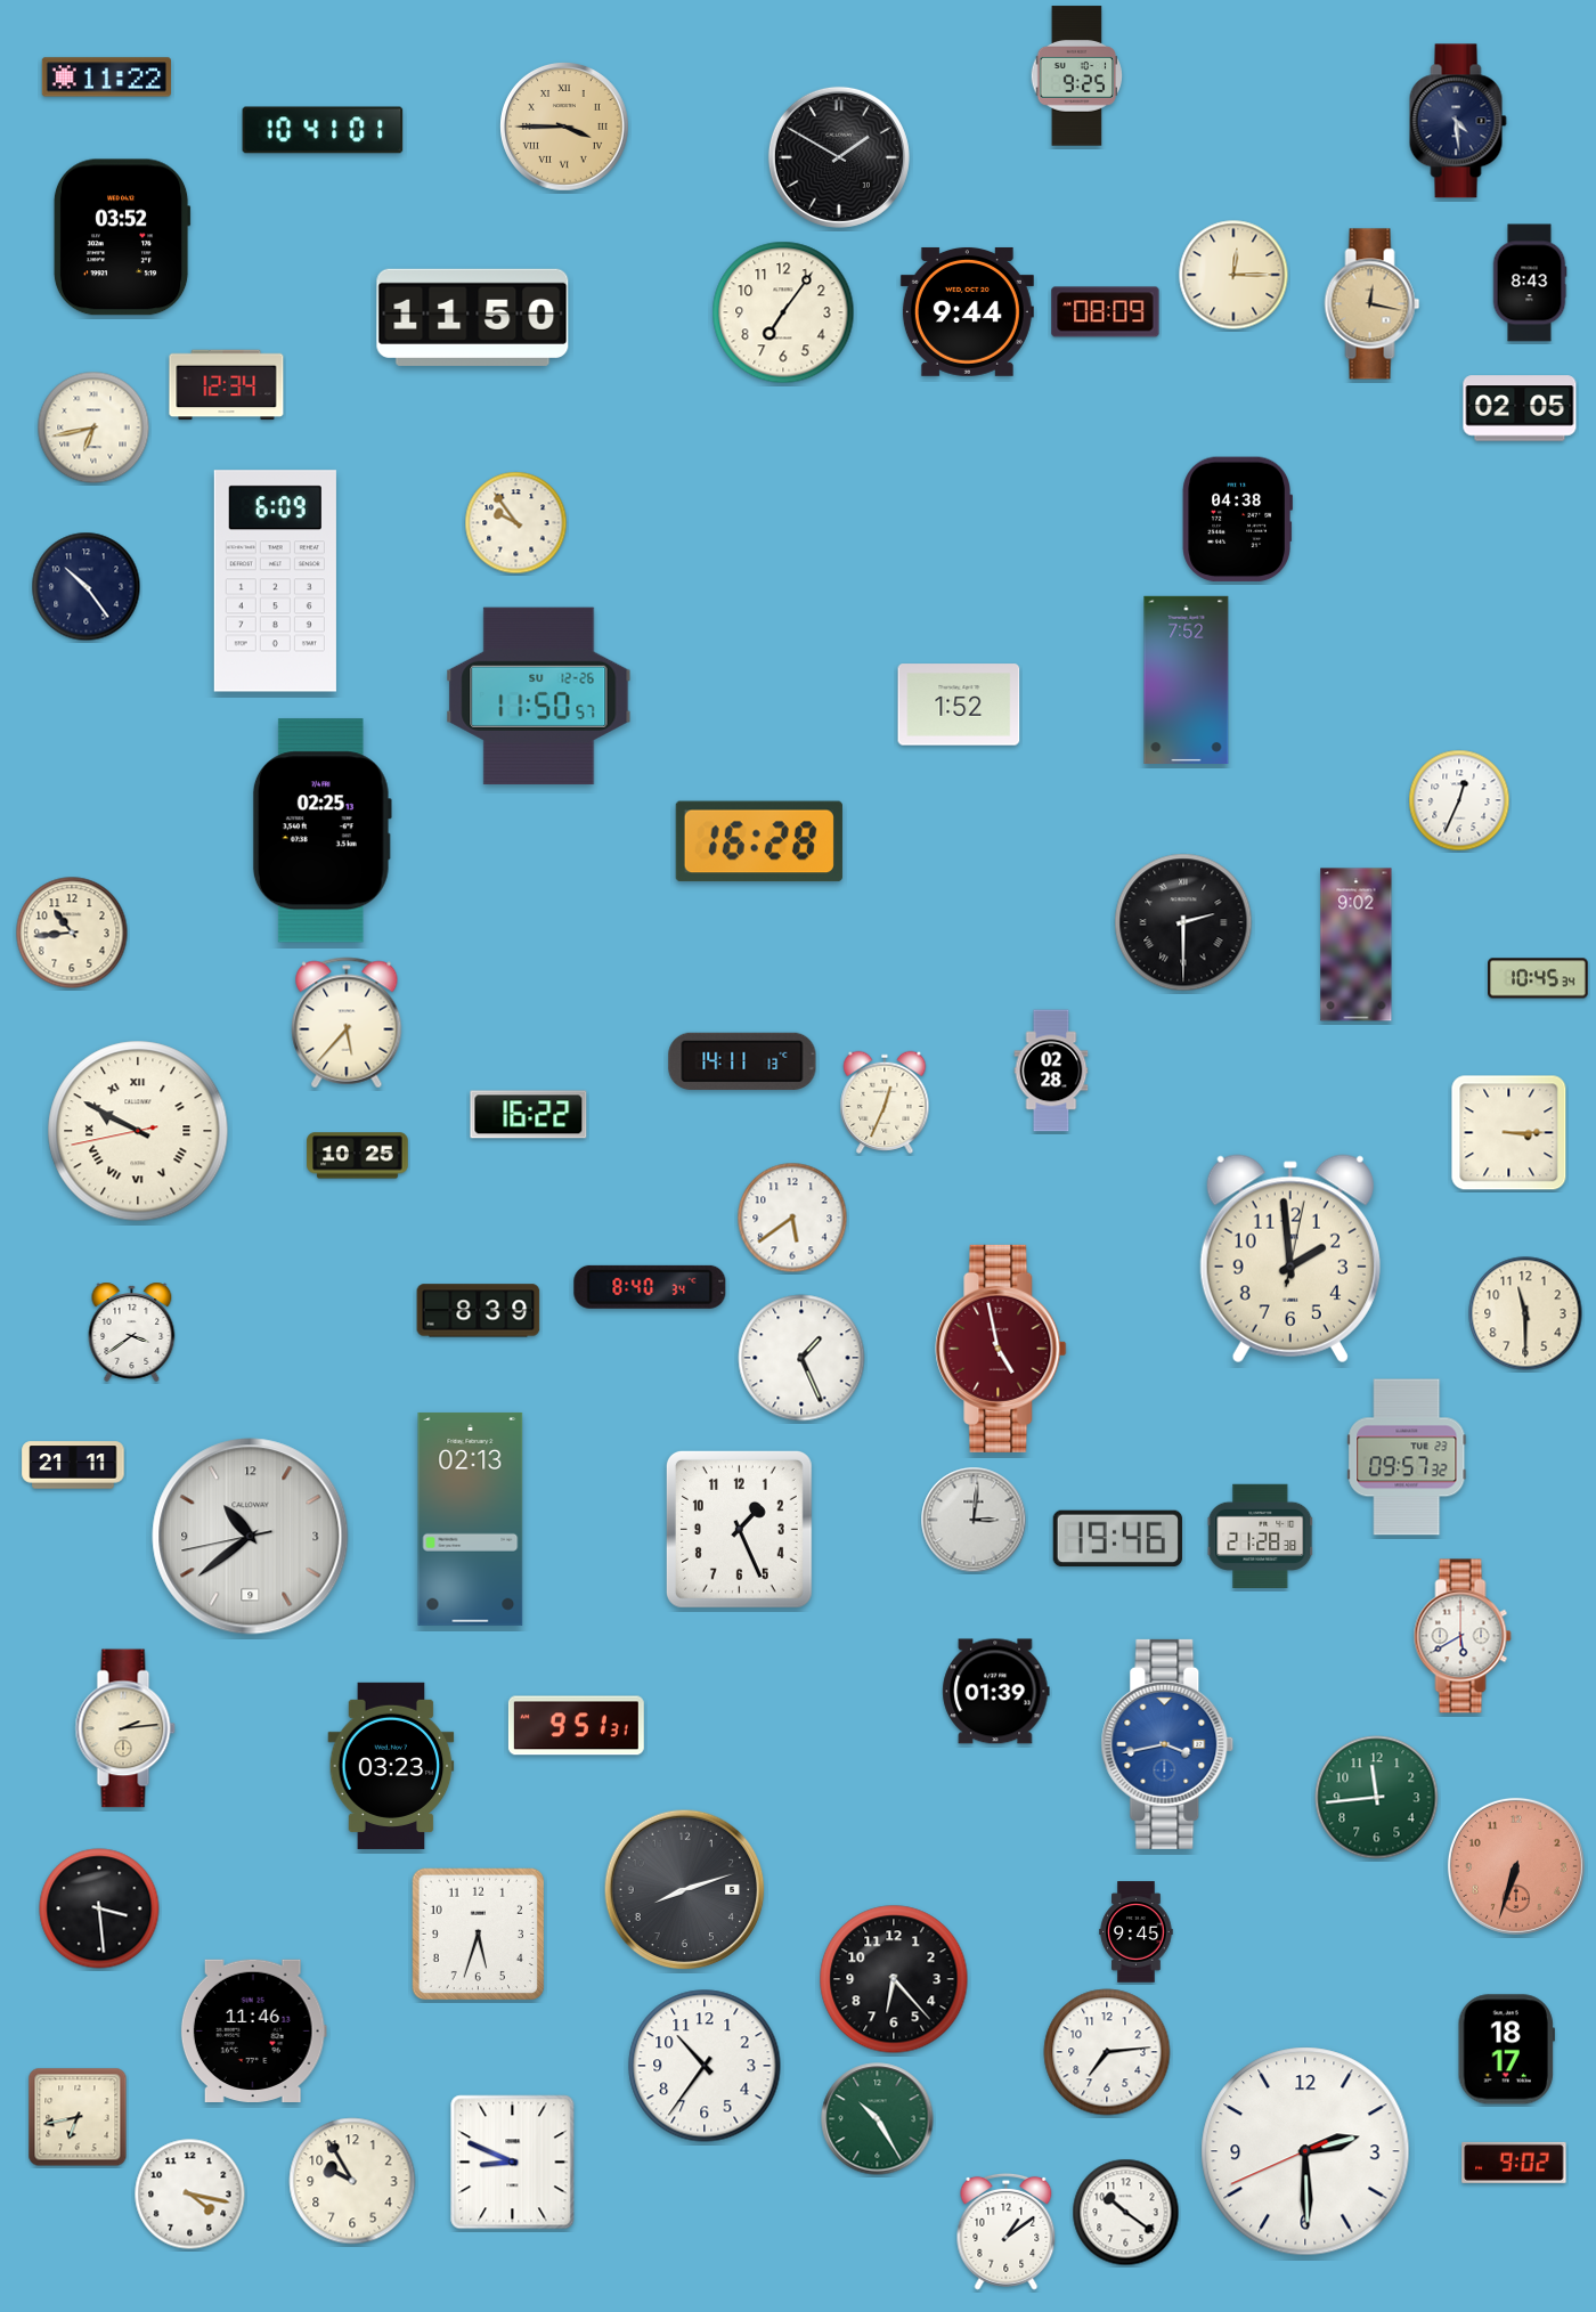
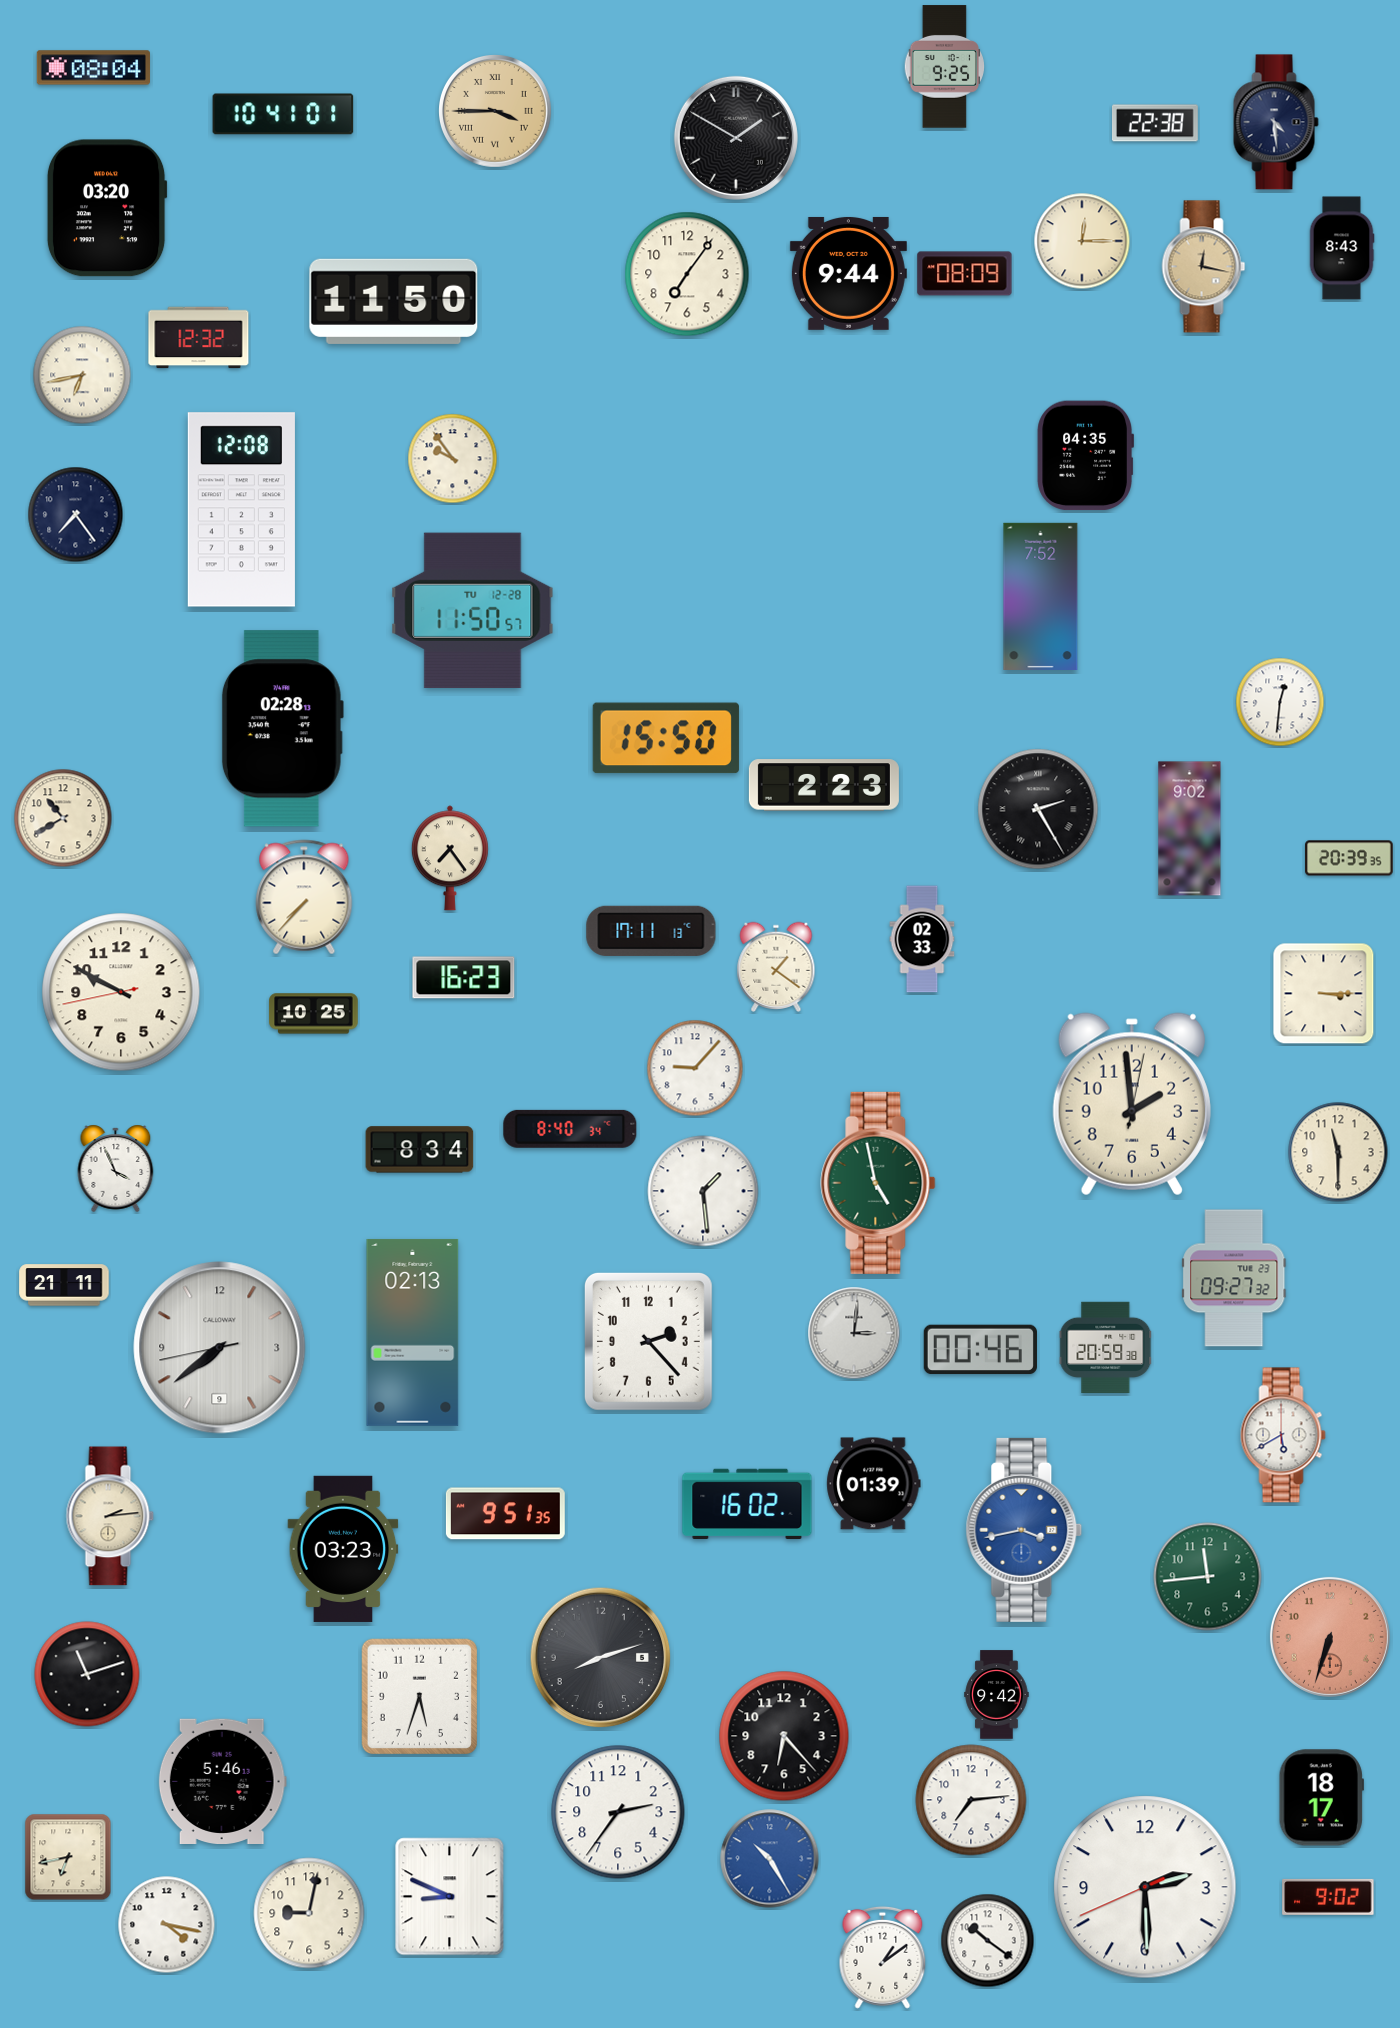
clock at (106, 78): 11:22 -> 08:04
clock at (1458, 121) position: (1458, 121) -> (1276, 122)
clock at (1155, 123): none -> 22:38
clock at (122, 237): 03:52 -> 03:20
clock at (1106, 312) position: (1106, 312) -> (965, 274)
clock at (473, 317) position: (473, 317) -> (394, 301)
clock at (227, 385): 12:34 -> 12:32
clock at (1520, 408): 02:05 -> none
clock at (1237, 520): 04:38 -> 04:35
clock at (275, 581): 6:09 -> 12:08
clock at (87, 587): 10:24 -> 7:24
clock at (539, 697) date: SU 12-26 -> TU 12-28
clock at (959, 705): 1:52 -> none
clock at (1459, 800): 12:34 -> 12:31
clock at (321, 831): 02:25 -> 02:28
clock at (759, 841): 16:28 -> 15:50
clock at (824, 785): none -> 2:23
clock at (1183, 922): 2:30 -> 2:25
clock at (72, 933): 10:44 -> 10:40
clock at (450, 858): none -> 7:24
clock at (1538, 978): 10:45 -> 20:39
clock at (347, 1023): 5:37 -> 7:37
clock at (742, 1061): 14:11 -> 17:11
clock at (1051, 1070): 02:28 -> 02:33
clock at (885, 1102): 12:34 -> 1:21
clock at (529, 1115): 16:22 -> 16:23
clock at (138, 1131) numerals: Roman -> Arabic
clock at (792, 1218): 5:39 -> 9:07
clock at (479, 1311): 8:39 -> 8:34
clock at (132, 1332): 3:39 -> 3:56
clock at (1001, 1349) dial: burgundy -> green
clock at (801, 1358): 1:26 -> 1:29
clock at (1407, 1457): 09:57 -> 09:27
clock at (739, 1529): 1:26 -> 2:23
clock at (1261, 1536): 21:28 -> 20:59
clock at (251, 1537): 10:38 -> 7:38
clock at (1117, 1539): 19:46 -> 00:46
clock at (747, 1504): none -> 16:02
clock at (576, 1726): 9:51:31 -> 9:51:35
clock at (99, 1908): 3:29 -> 11:12
clock at (1137, 1932): 9:45 -> 9:42
clock at (253, 2030): 11:46 -> 5:46
clock at (705, 2066): 10:36 -> 2:36
clock at (878, 2119) dial: green -> blue
clock at (352, 2181): 9:55 -> 9:02
